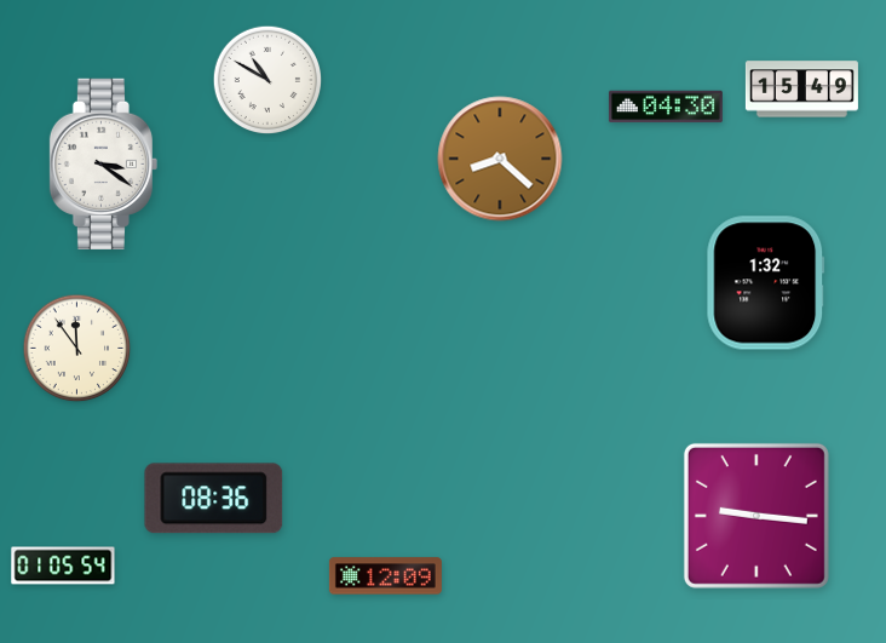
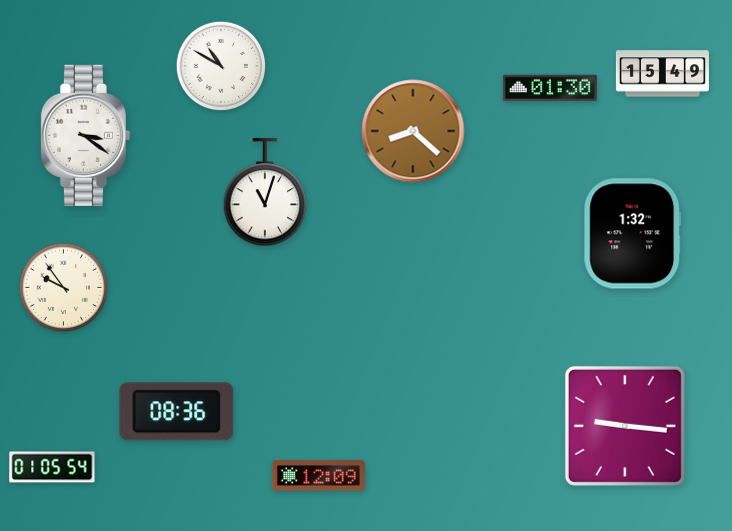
clock at (666, 107): 04:30 -> 01:30
clock at (265, 193): none -> 11:03
clock at (77, 349): 11:54 -> 9:54
